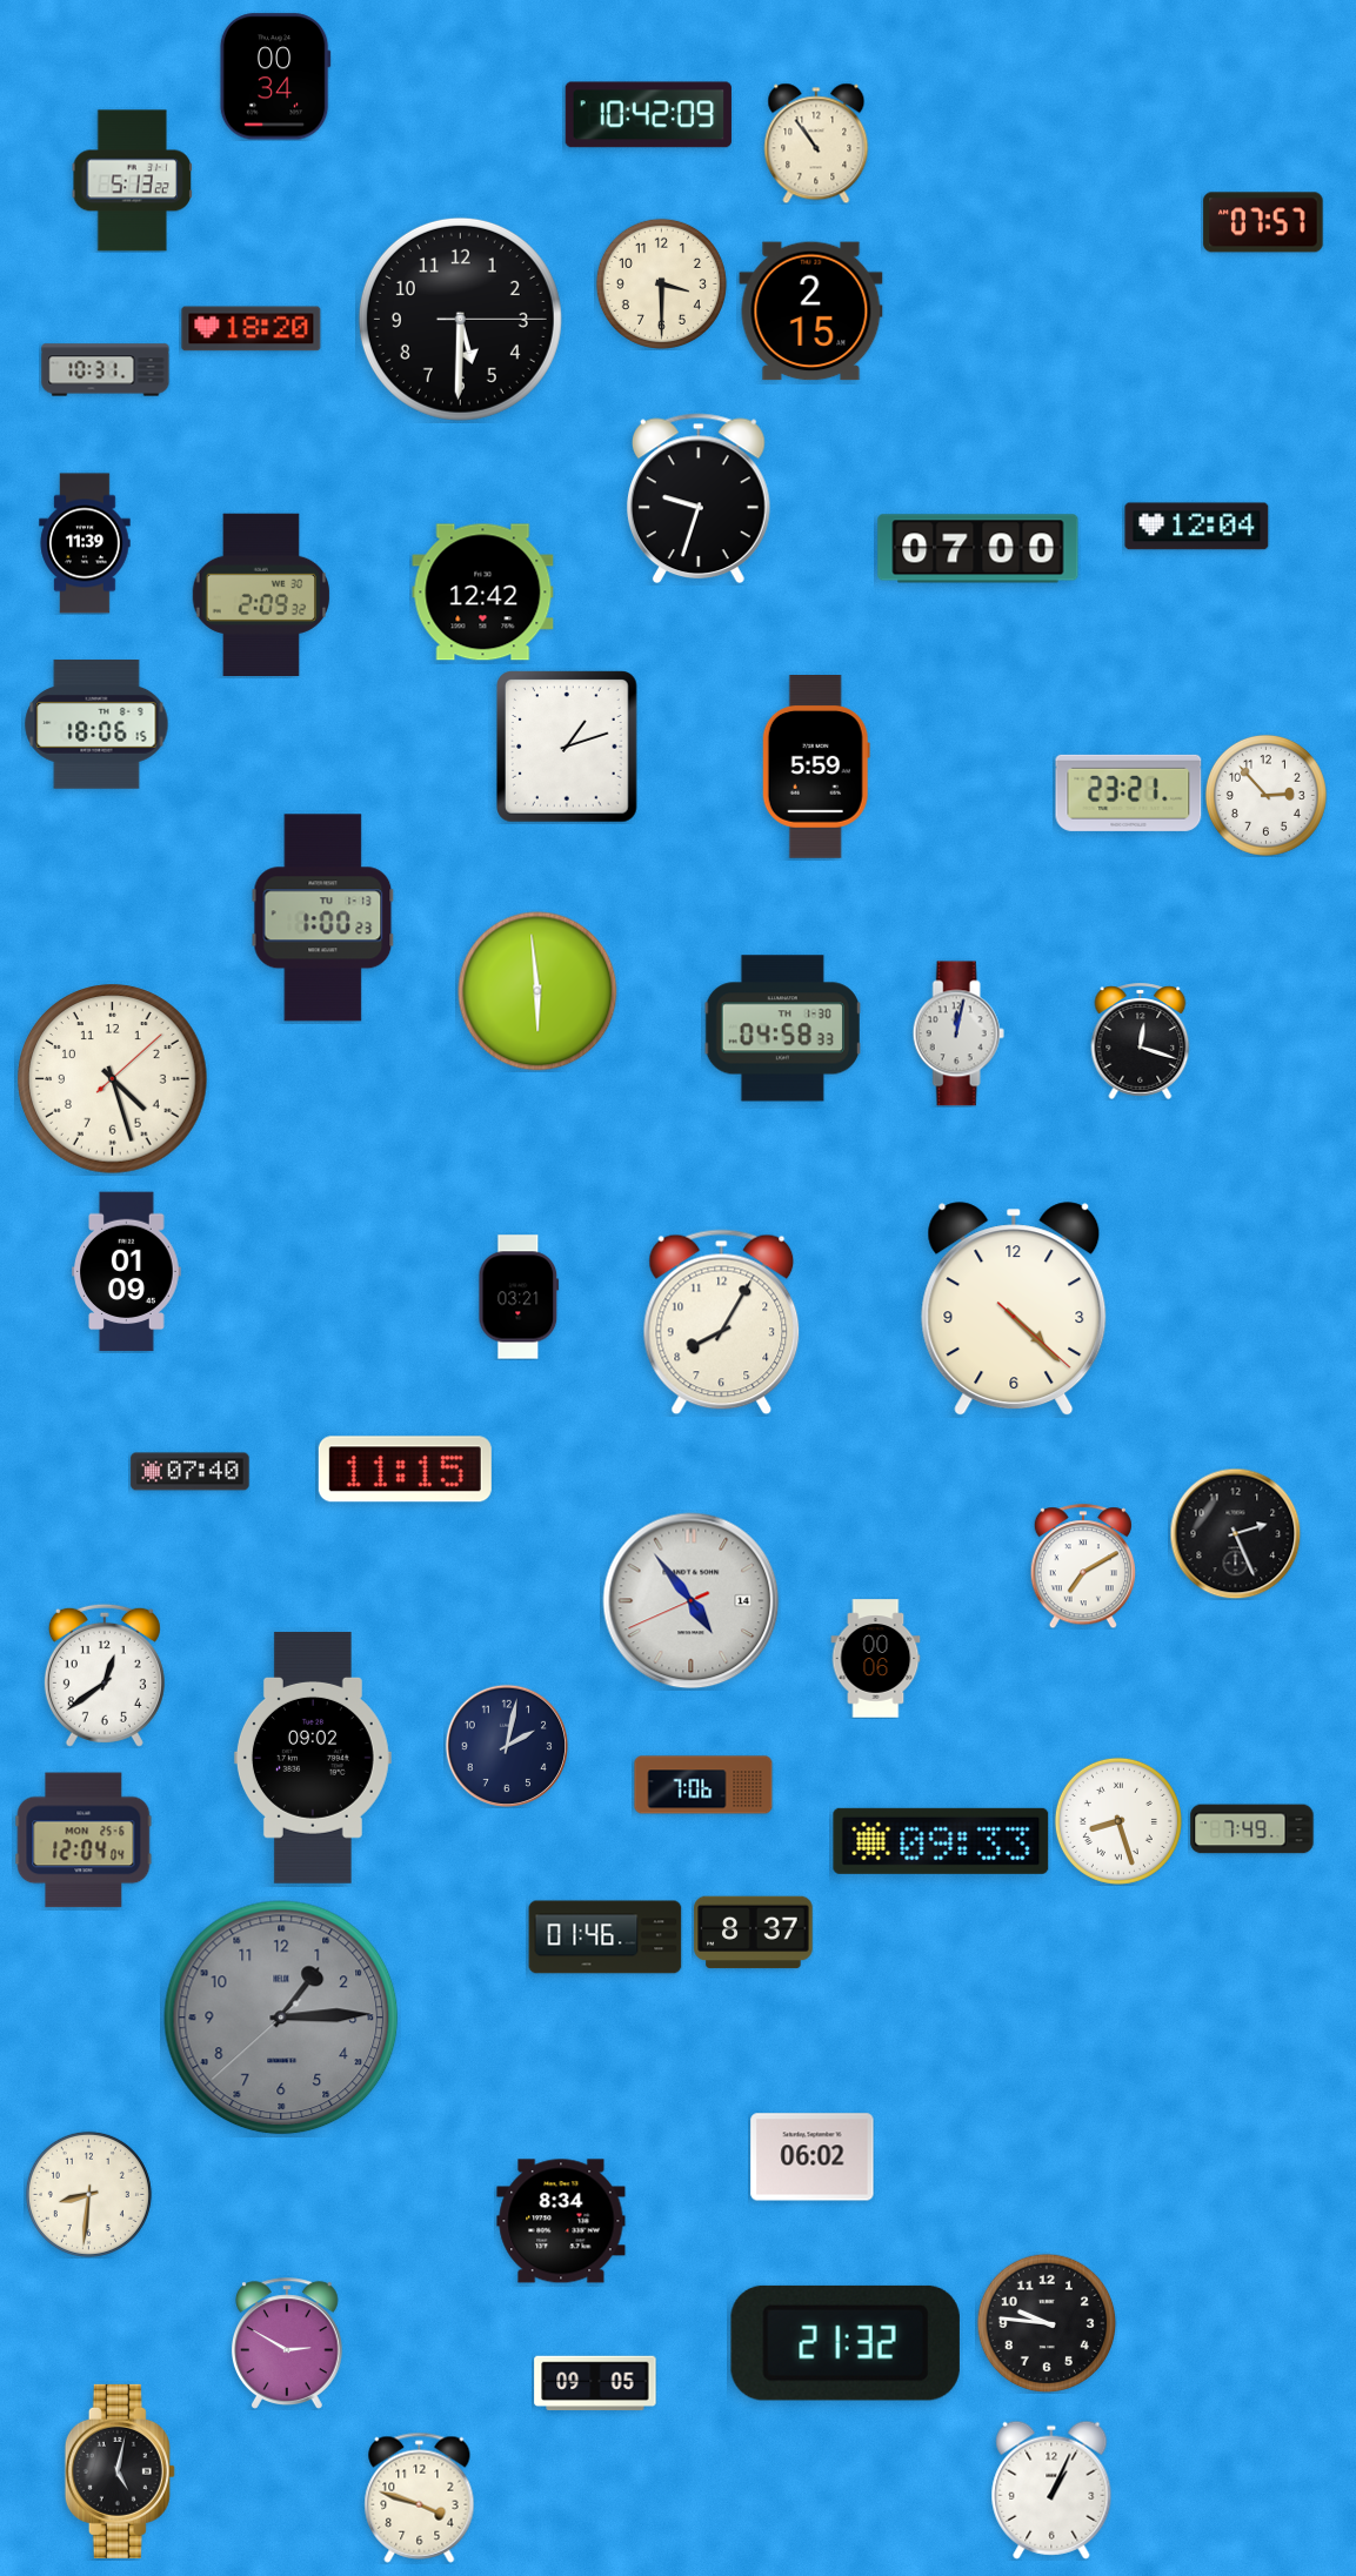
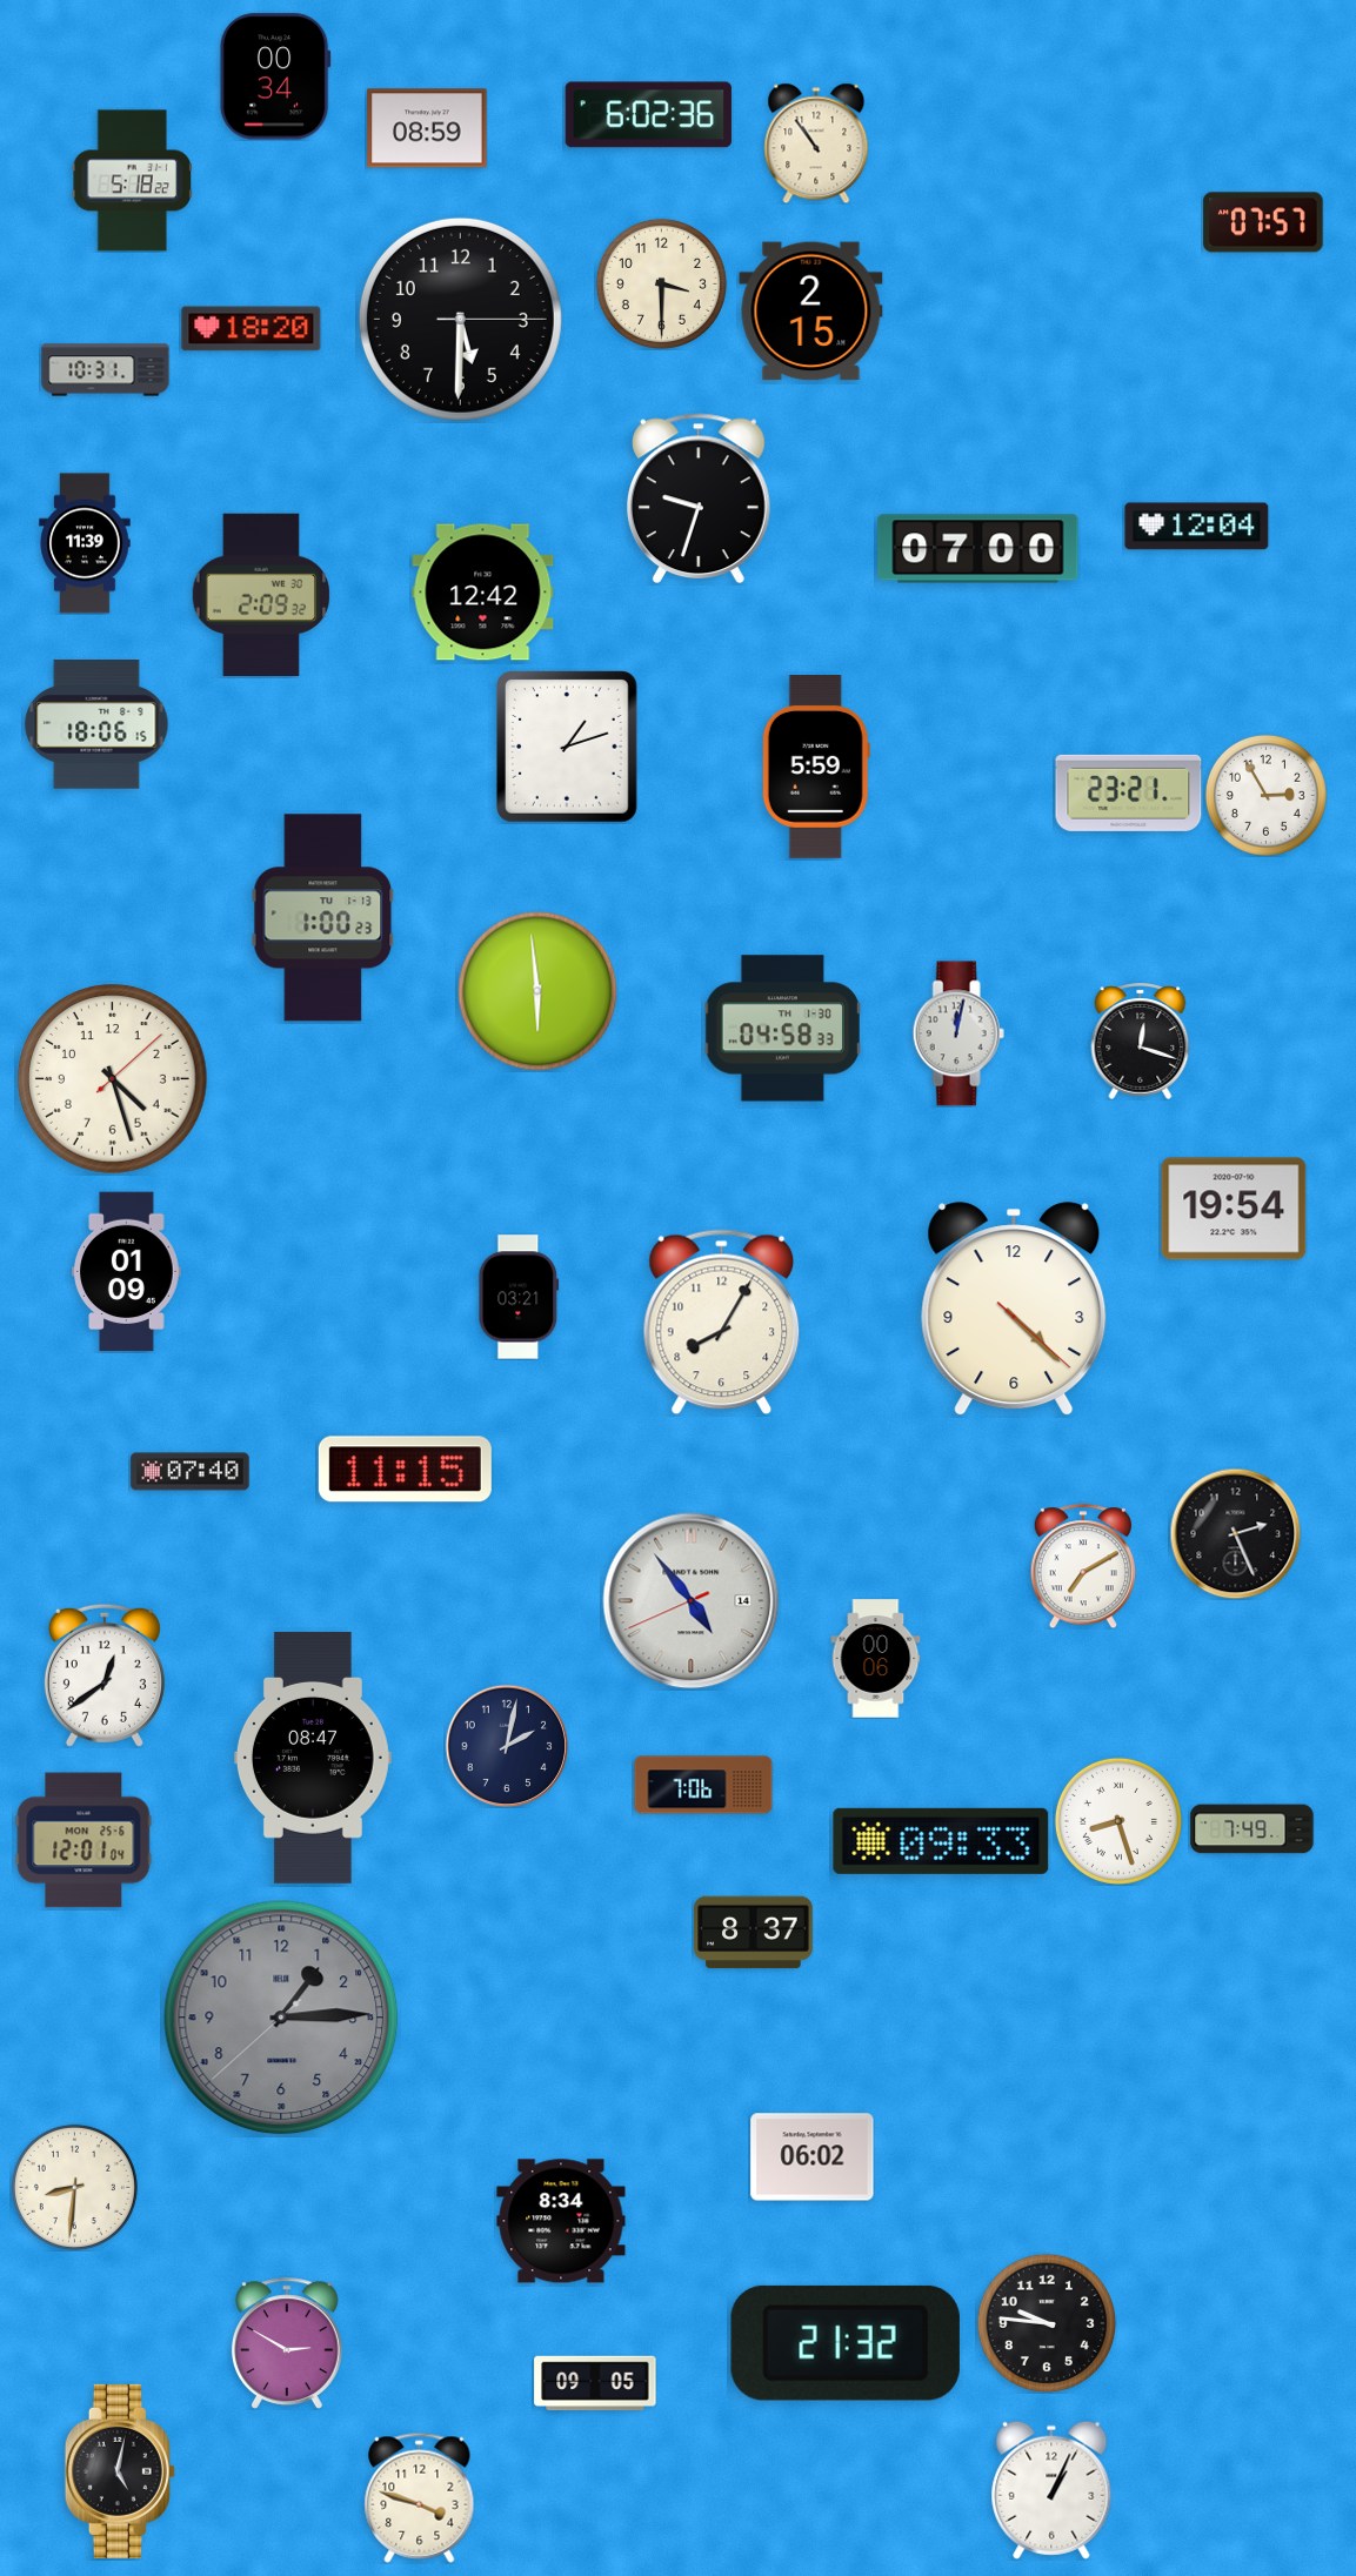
clock at (648, 115): 10:42 -> 6:02
clock at (427, 128): none -> 08:59
clock at (132, 181): 5:13 -> 5:18
clock at (1265, 795): 2:53 -> 2:55
clock at (1234, 1209): none -> 19:54
clock at (313, 1758): 09:02 -> 08:47
clock at (84, 1840): 12:04 -> 12:01
clock at (606, 1938): 01:46 -> none
clock at (88, 2194) position: (88, 2194) -> (74, 2187)
